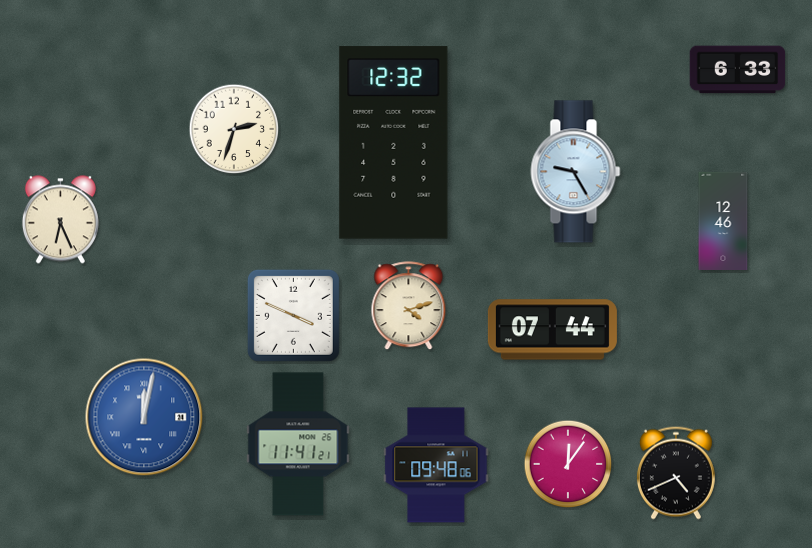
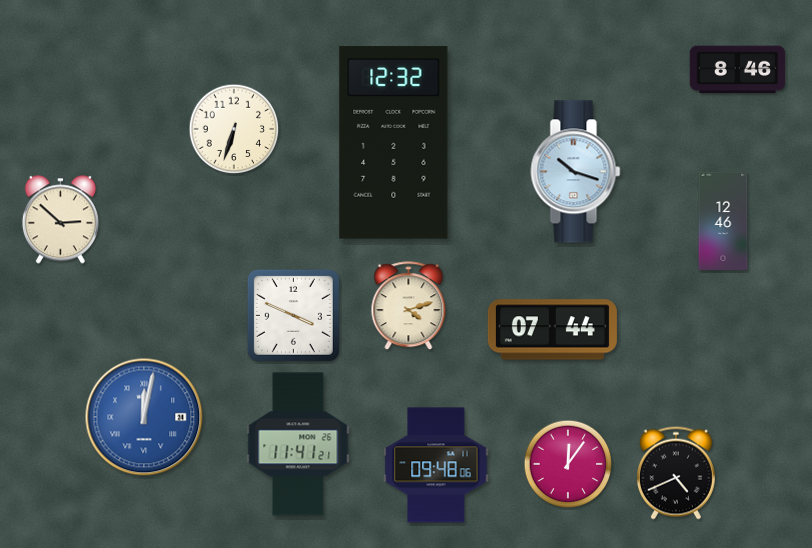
clock at (738, 70): 6:33 -> 8:46
clock at (234, 129): 2:33 -> 6:33
clock at (576, 172): 9:25 -> 10:18
clock at (60, 220): 6:26 -> 2:52
